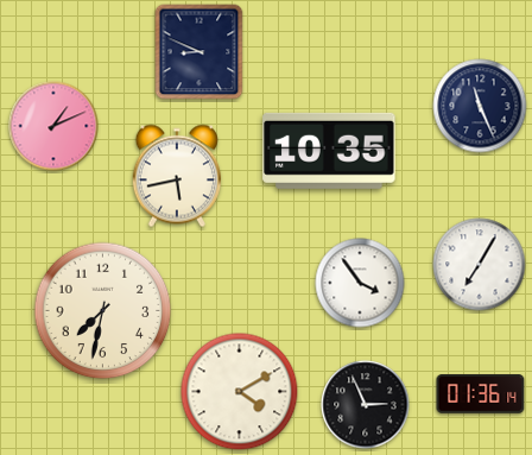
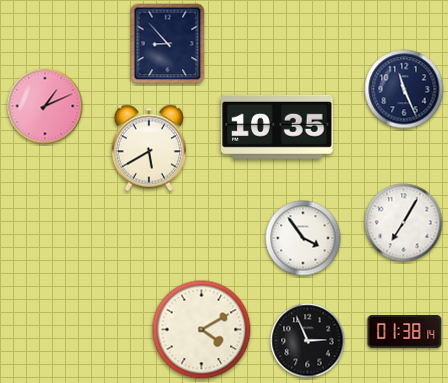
clock at (199, 52): 8:49 -> 8:53
clock at (176, 176): 5:43 -> 5:40
clock at (103, 311): 7:32 -> none
clock at (481, 394): 01:36 -> 01:38
